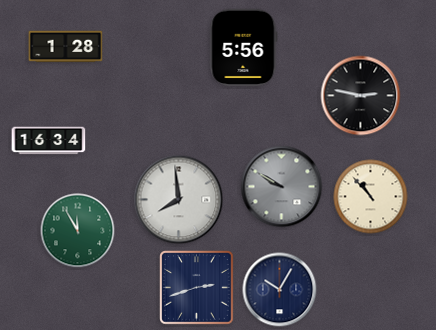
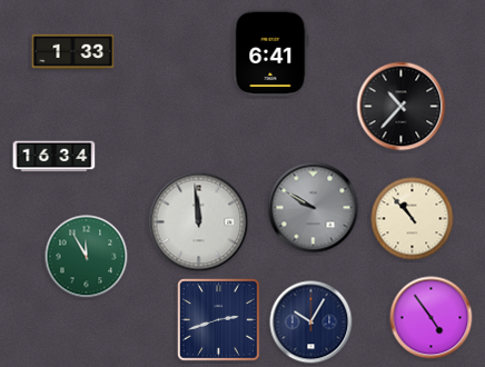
clock at (66, 47): 1:28 -> 1:33
clock at (244, 48): 5:56 -> 6:41
clock at (361, 96): 2:47 -> 10:37
clock at (179, 200): 7:59 -> 11:59
clock at (432, 318): none -> 4:54
